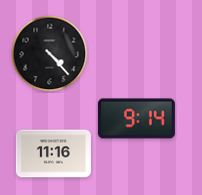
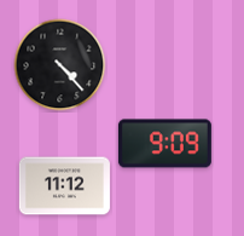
clock at (136, 119): 9:14 -> 9:09
clock at (53, 154): 11:16 -> 11:12
